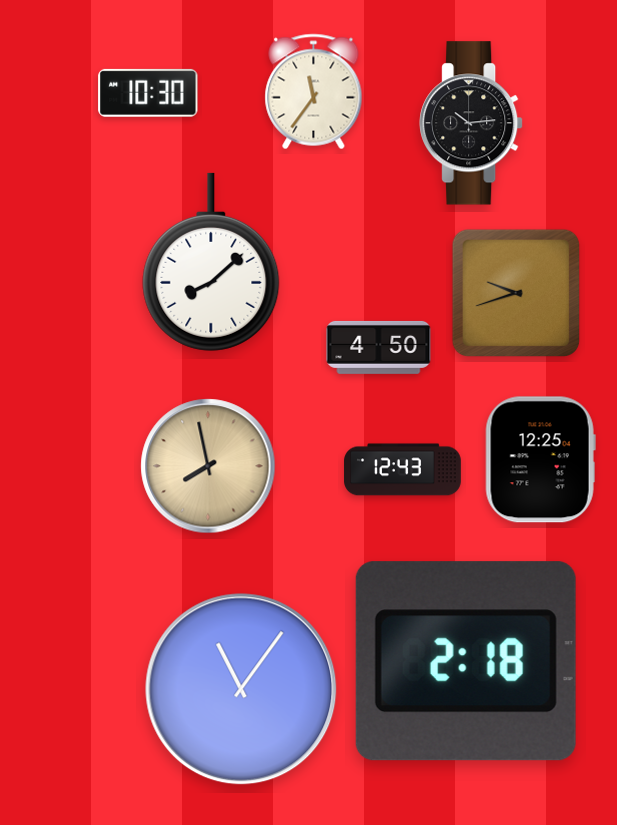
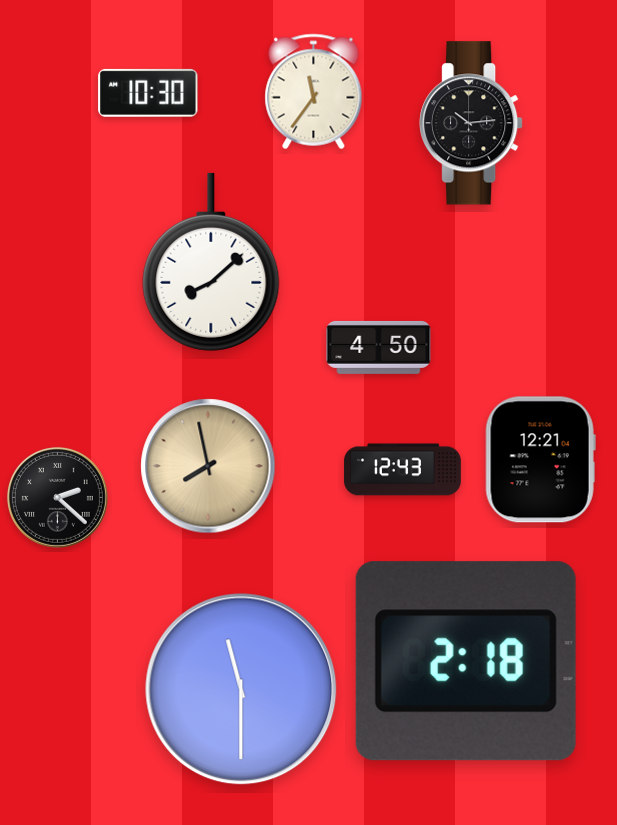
clock at (516, 293): 9:42 -> none
clock at (540, 460): 12:25 -> 12:21
clock at (57, 497): none -> 2:22
clock at (241, 689): 11:06 -> 11:30
